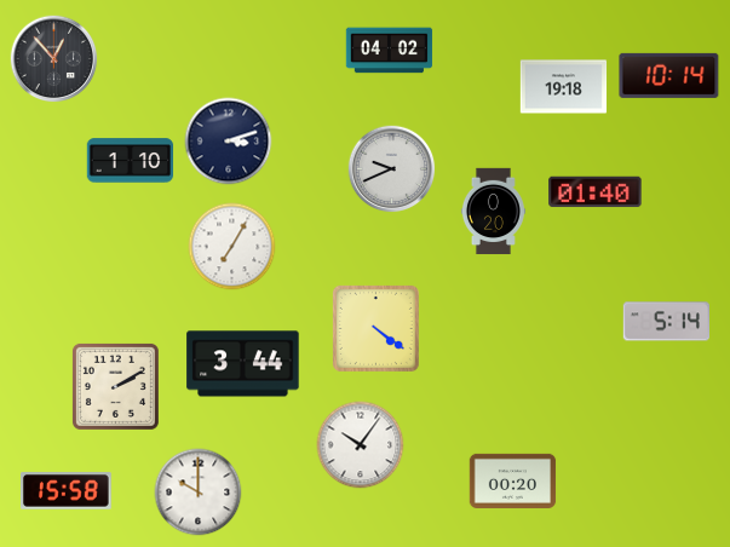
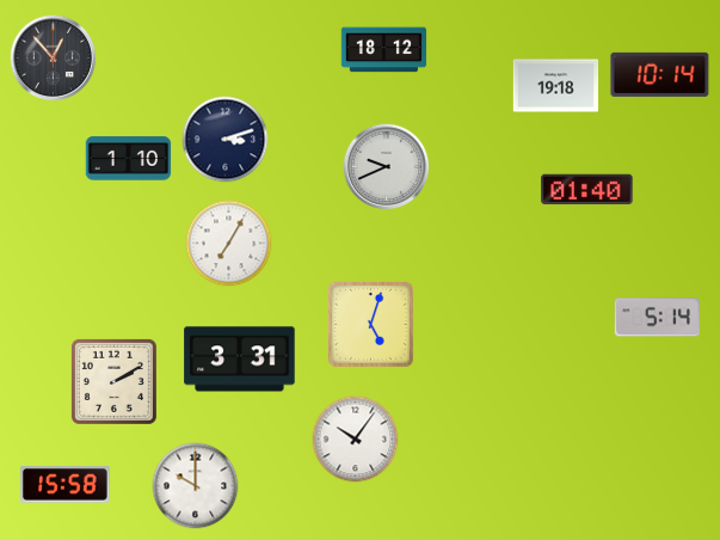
clock at (390, 51): 04:02 -> 18:12
clock at (493, 212): 0:20 -> none
clock at (375, 328): 4:21 -> 5:03
clock at (243, 364): 3:44 -> 3:31
clock at (513, 480): 00:20 -> none
